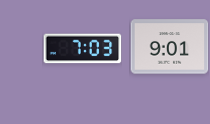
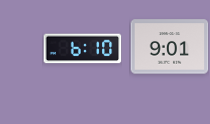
clock at (82, 49): 7:03 -> 6:10
